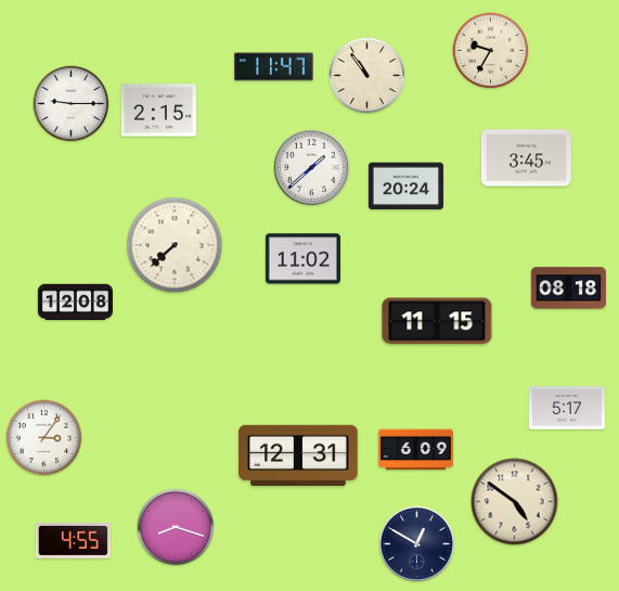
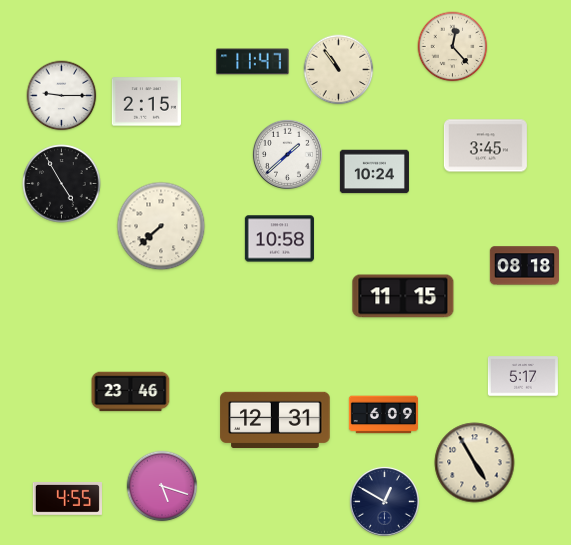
clock at (491, 51): 9:35 -> 12:23
clock at (72, 104) position: (72, 104) -> (62, 96)
clock at (405, 187): 20:24 -> 10:24
clock at (62, 184): none -> 4:55
clock at (302, 259): 11:02 -> 10:58
clock at (75, 303): 12:08 -> none
clock at (131, 392): none -> 23:46
clock at (44, 438): 3:06 -> none
clock at (515, 502): 4:51 -> 4:55
clock at (176, 527): 8:18 -> 5:18
